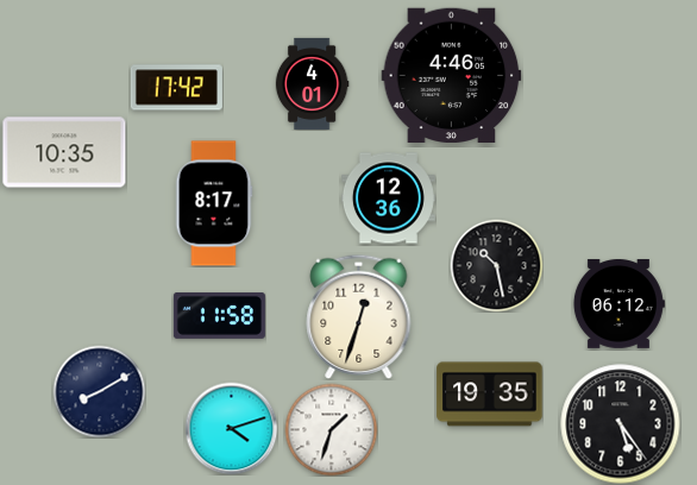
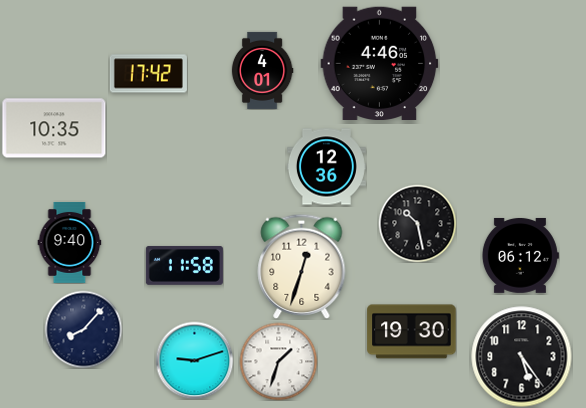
clock at (214, 203): 8:17 -> none
clock at (70, 242): none -> 9:40
clock at (99, 391): 8:10 -> 8:07
clock at (490, 395): 19:35 -> 19:30
clock at (231, 428): 4:12 -> 9:12
